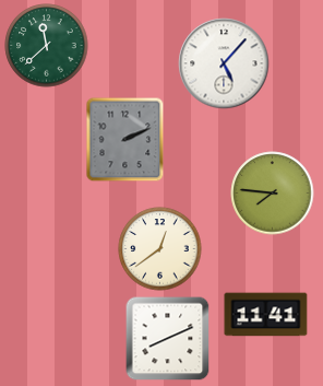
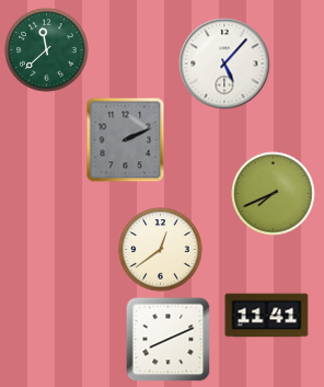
clock at (47, 46) position: (47, 46) -> (47, 50)
clock at (273, 194): 7:46 -> 7:41
